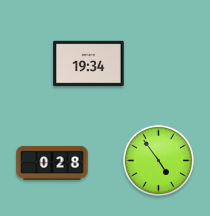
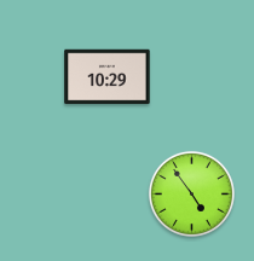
clock at (89, 64): 19:34 -> 10:29
clock at (52, 163): 0:28 -> none
